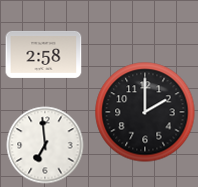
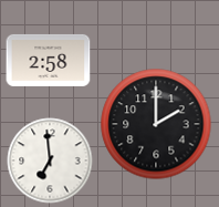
clock at (145, 112) position: (145, 112) -> (156, 124)
